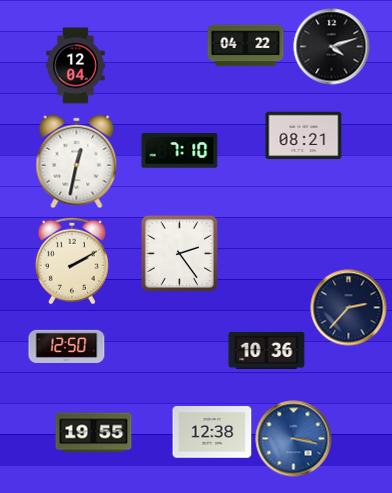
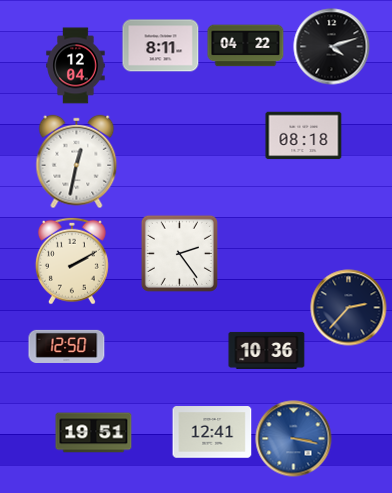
clock at (161, 46): none -> 8:11
clock at (304, 136): 08:21 -> 08:18
clock at (180, 151): 7:10 -> none
clock at (212, 432): 12:38 -> 12:41
clock at (94, 433): 19:55 -> 19:51
